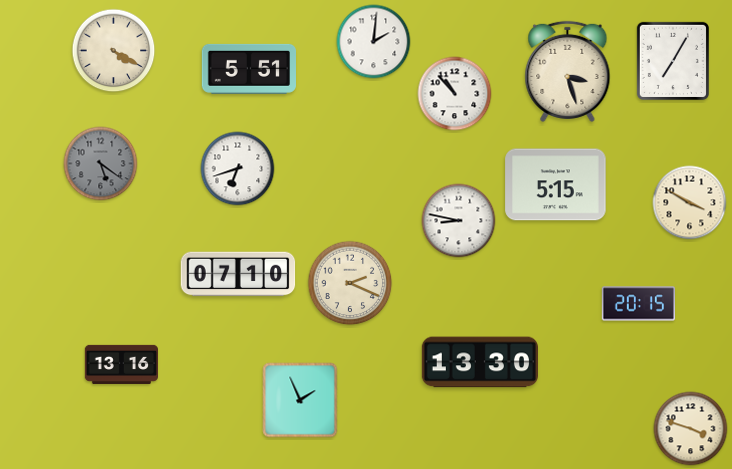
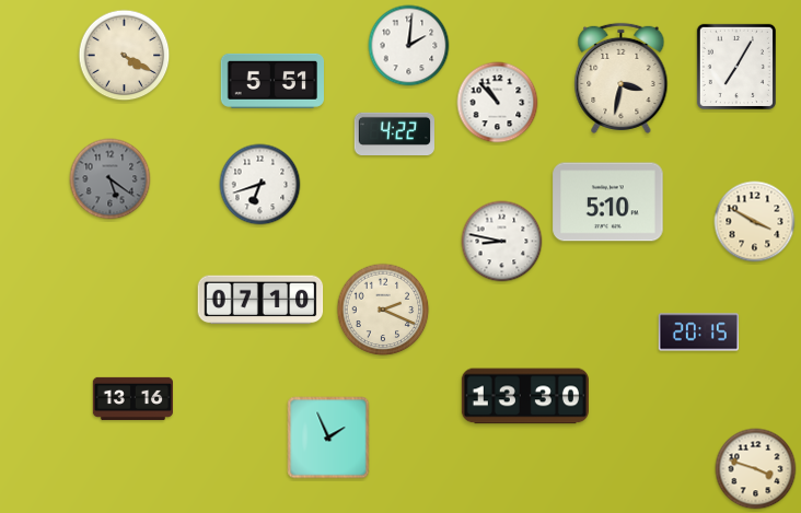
clock at (248, 69) position: (248, 69) -> (271, 81)
clock at (568, 71): 3:27 -> 3:32
clock at (394, 133): none -> 4:22
clock at (556, 185): 5:15 -> 5:10
